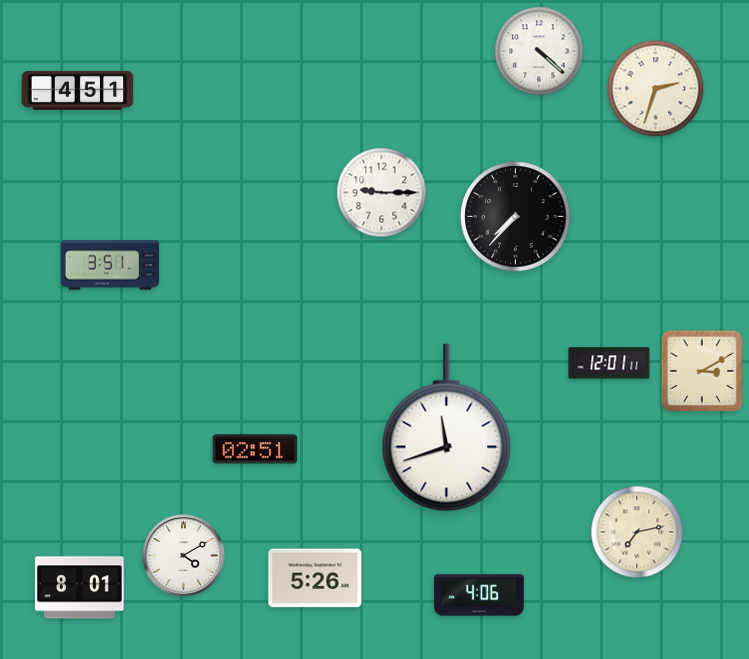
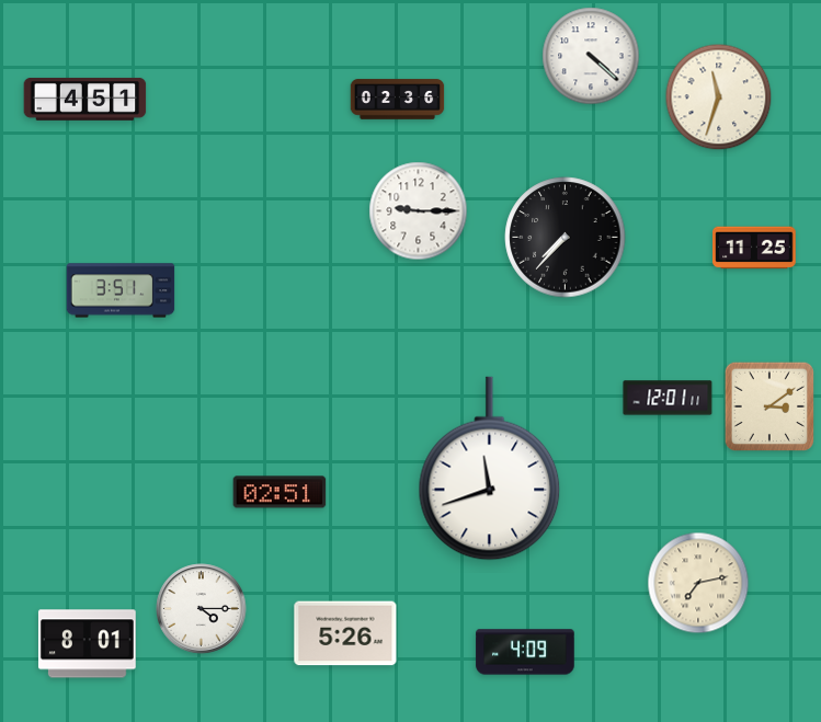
clock at (656, 89): 2:33 -> 11:33
clock at (398, 100): none -> 02:36
clock at (754, 248): none -> 11:25
clock at (701, 370): 3:10 -> 3:09
clock at (184, 556): 4:10 -> 4:15
clock at (479, 595): 4:06 -> 4:09
